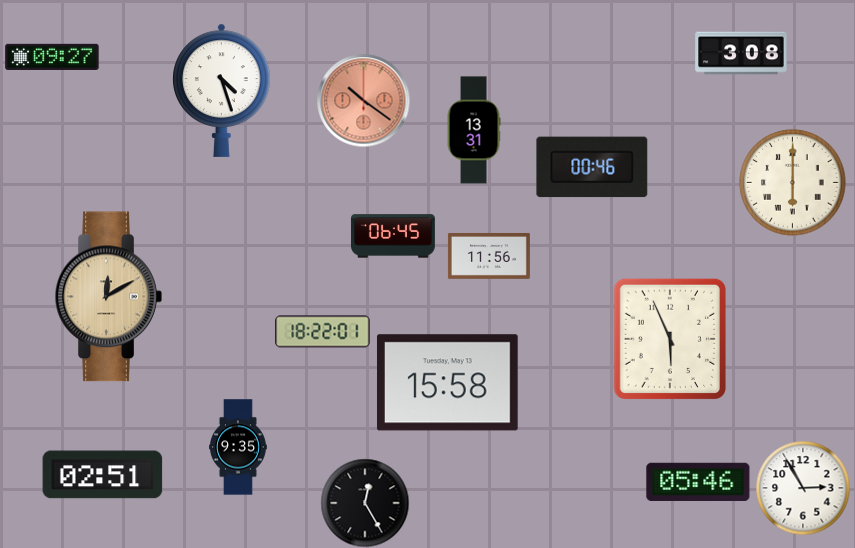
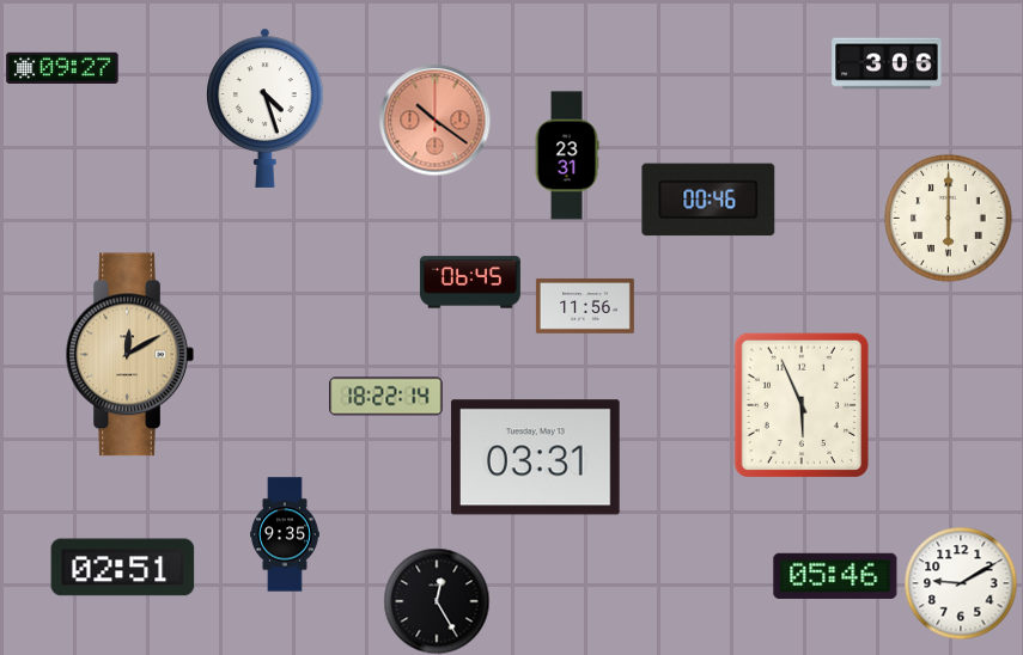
clock at (741, 53): 3:08 -> 3:06
clock at (474, 130): 13:31 -> 23:31
clock at (323, 332): 18:22:01 -> 18:22:14
clock at (447, 383): 15:58 -> 03:31
clock at (803, 488): 2:55 -> 9:10
